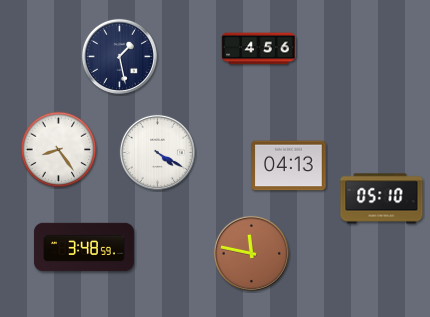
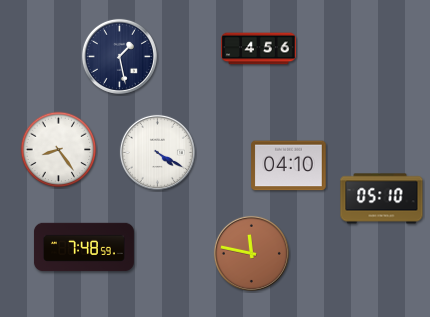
clock at (289, 166): 04:13 -> 04:10
clock at (84, 247): 3:48 -> 7:48
